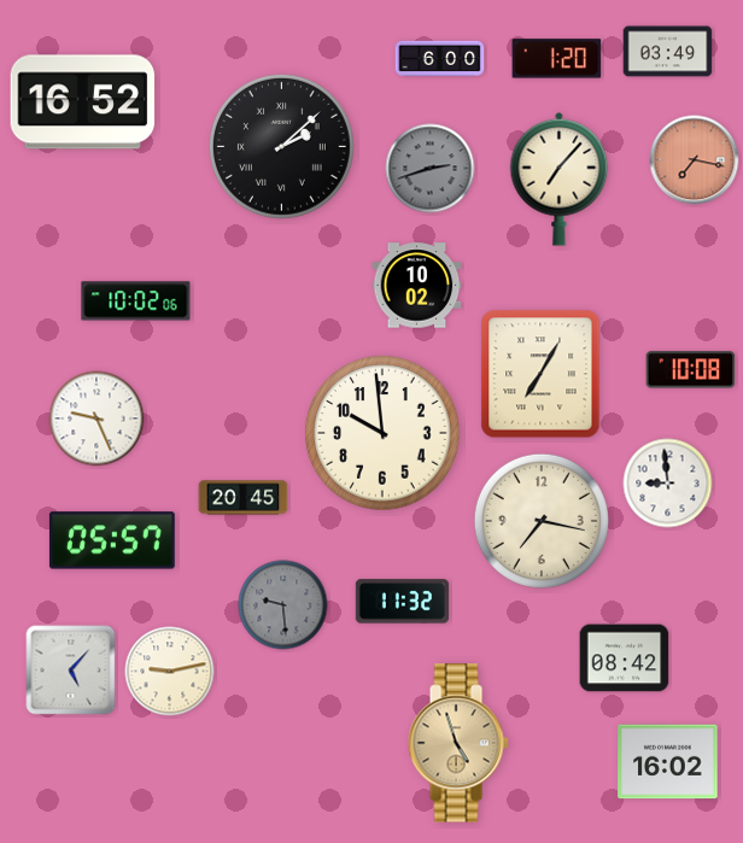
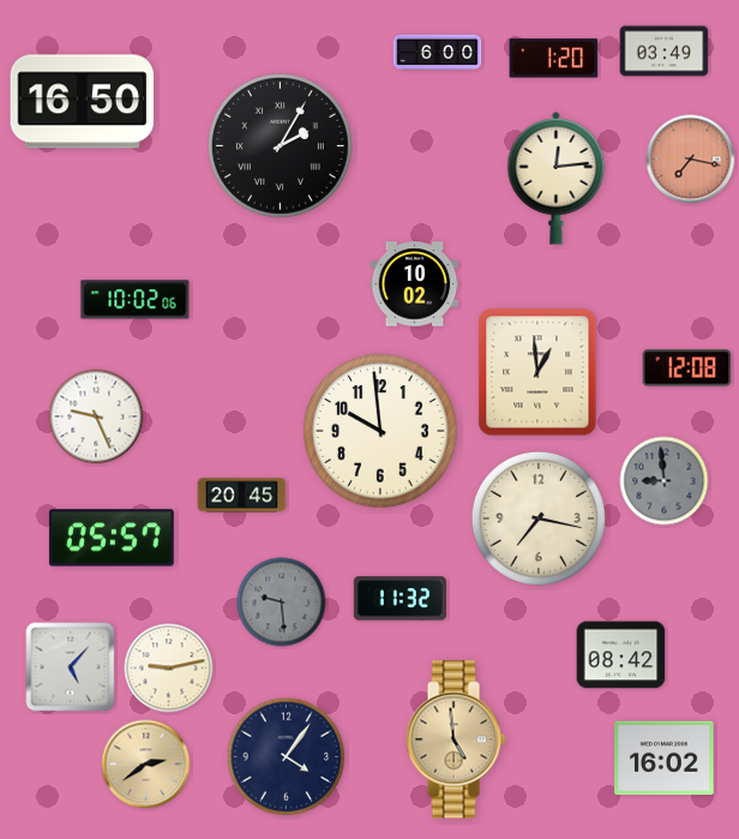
clock at (440, 58) position: (440, 58) -> (438, 52)
clock at (83, 103): 16:52 -> 16:50
clock at (281, 146): 2:08 -> 2:05
clock at (431, 169): 2:42 -> none
clock at (560, 178): 7:07 -> 12:14
clock at (691, 370): 10:08 -> 12:08
clock at (540, 374): 7:05 -> 12:59
clock at (668, 484) dial: white -> grey
clock at (458, 743): 4:57 -> 4:59
clock at (287, 757): none -> 4:06
clock at (146, 765): none -> 2:39
